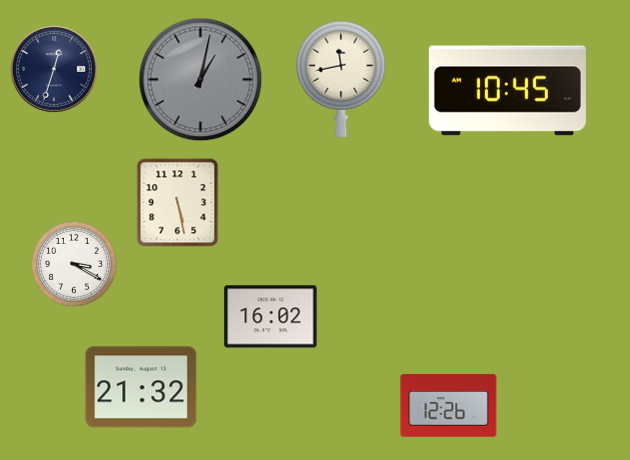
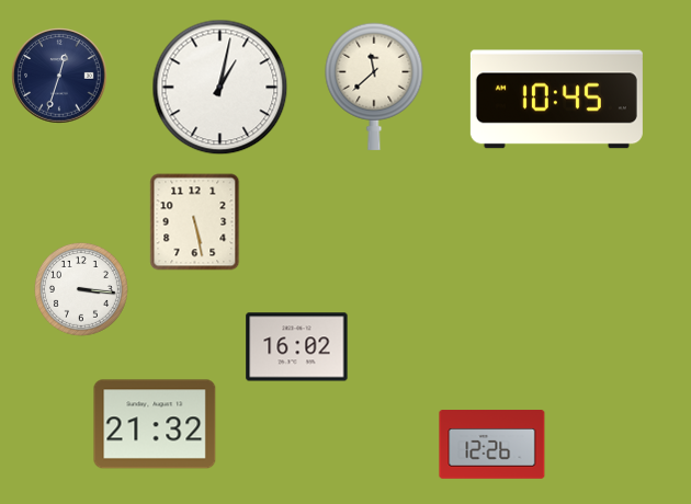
clock at (341, 79): 11:43 -> 11:38
clock at (201, 80) dial: grey -> white
clock at (74, 264): 3:20 -> 3:16
